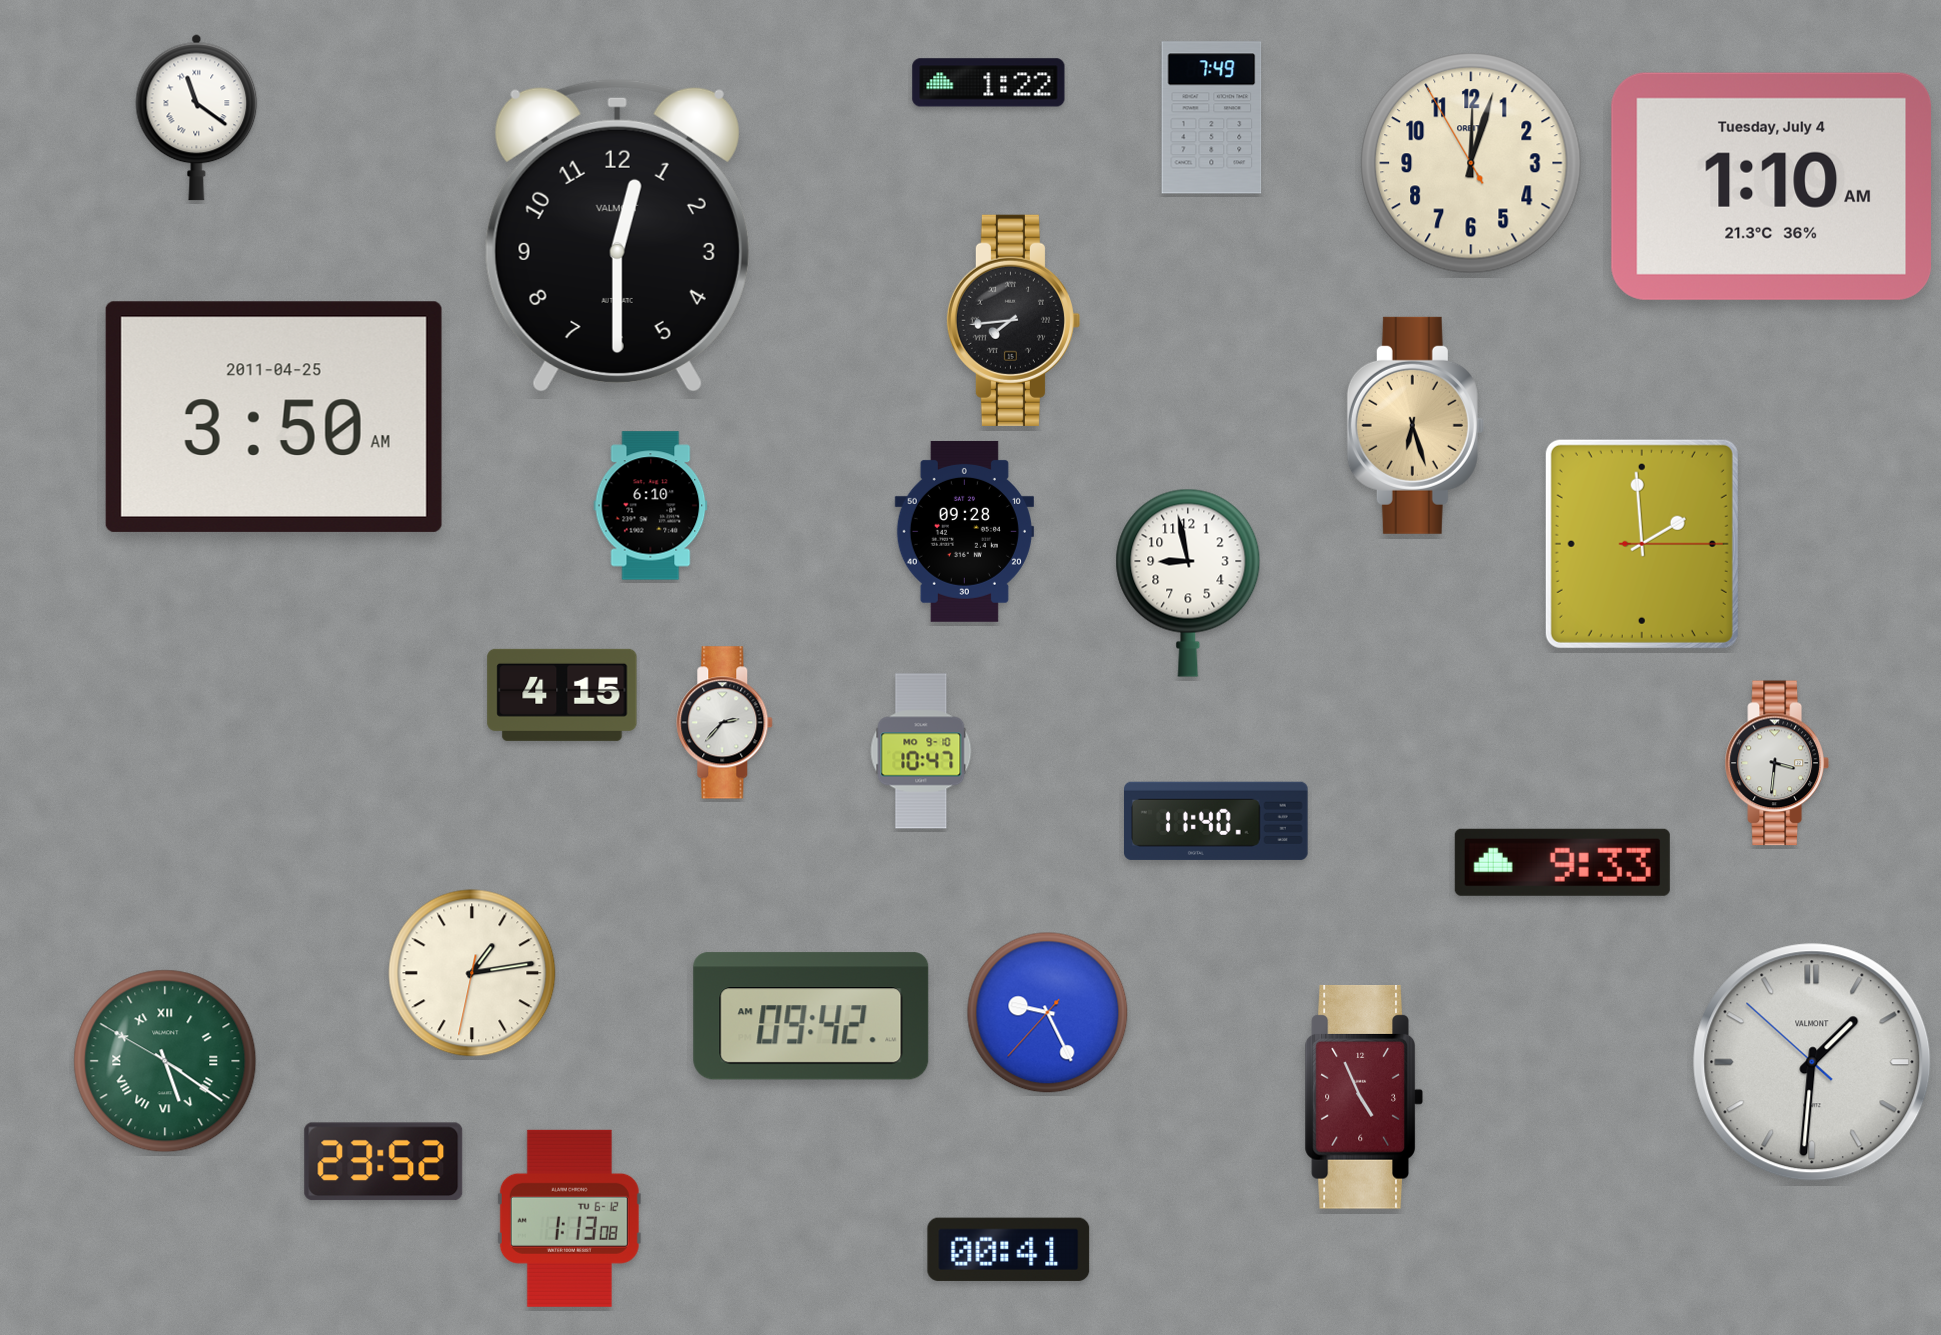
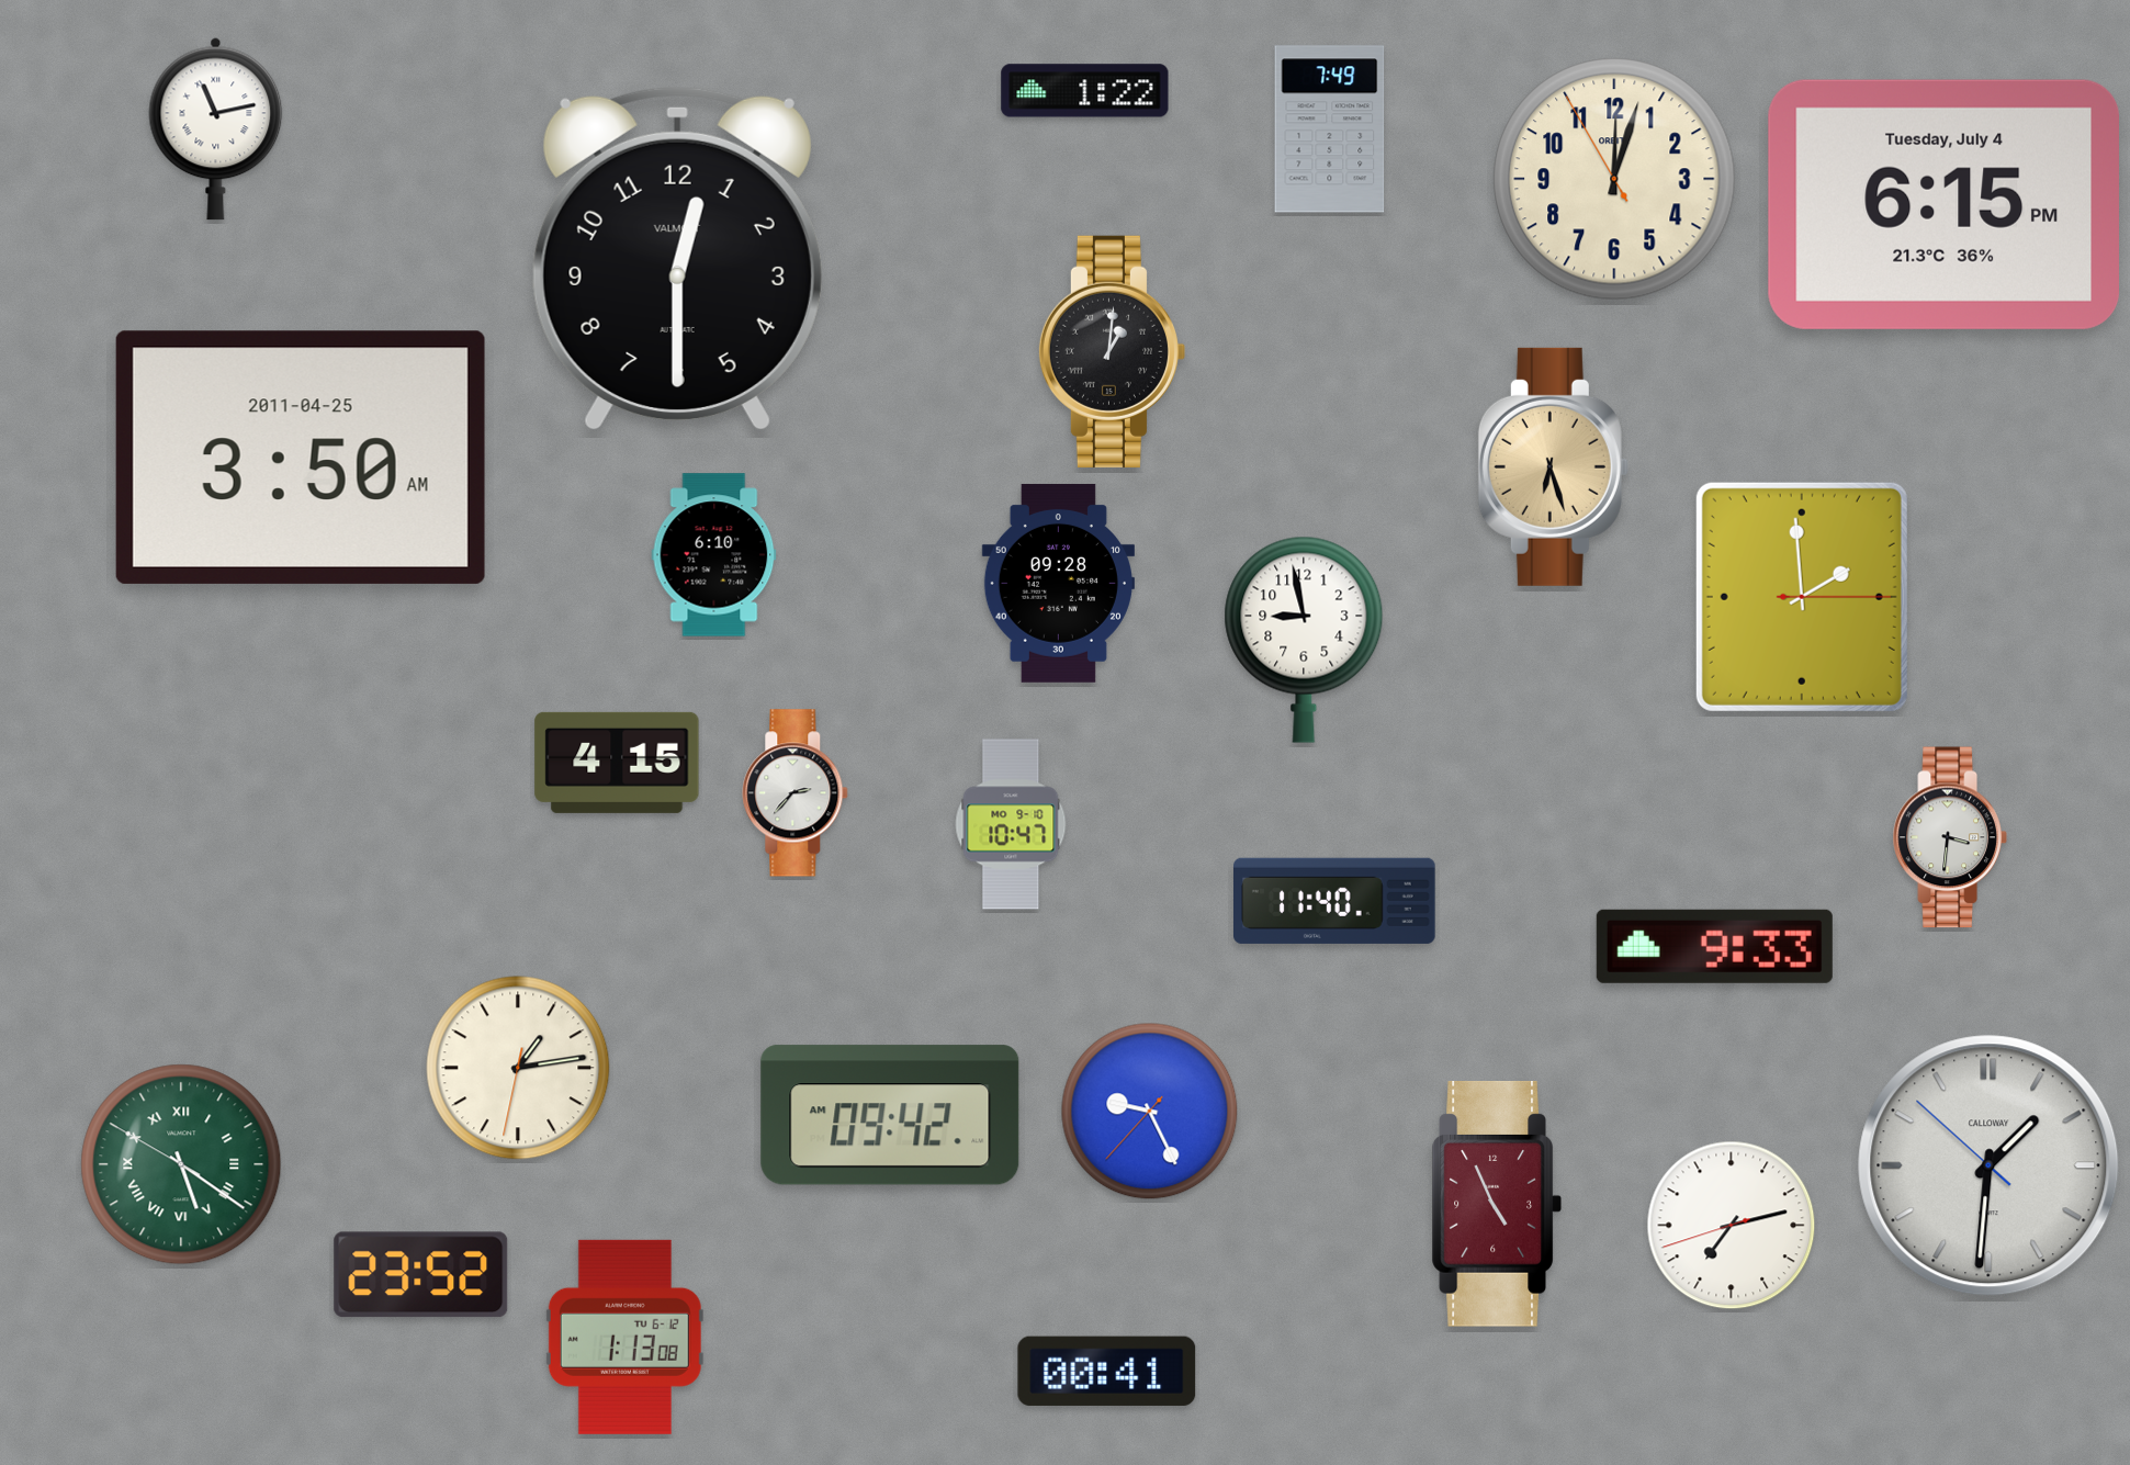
clock at (197, 117): 11:21 -> 11:13
clock at (1771, 186): 1:10 -> 6:15
clock at (1013, 320): 7:44 -> 1:01
clock at (1812, 1062) brand: VALMONT -> CALLOWAY
clock at (1732, 1226): none -> 7:12
